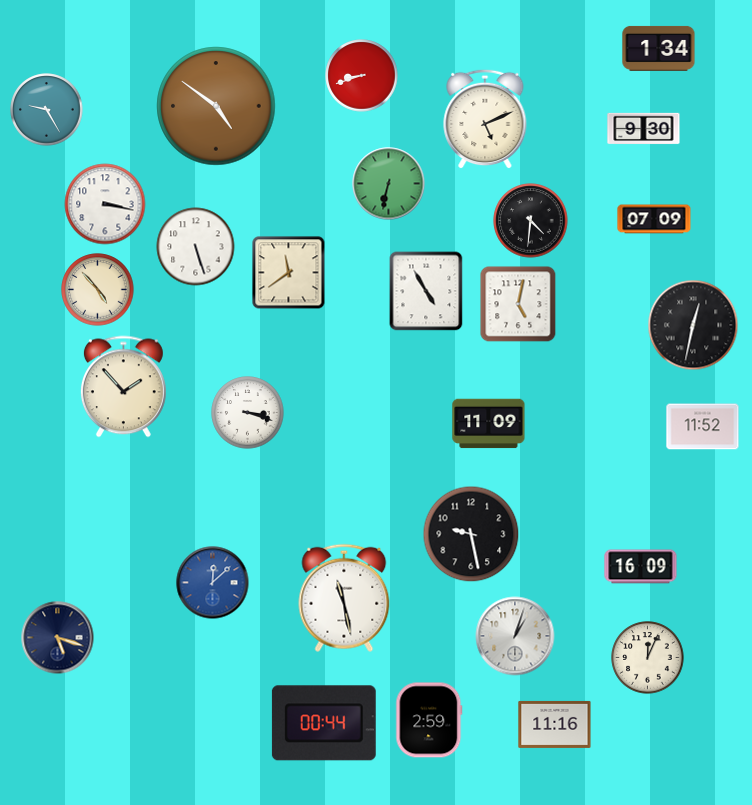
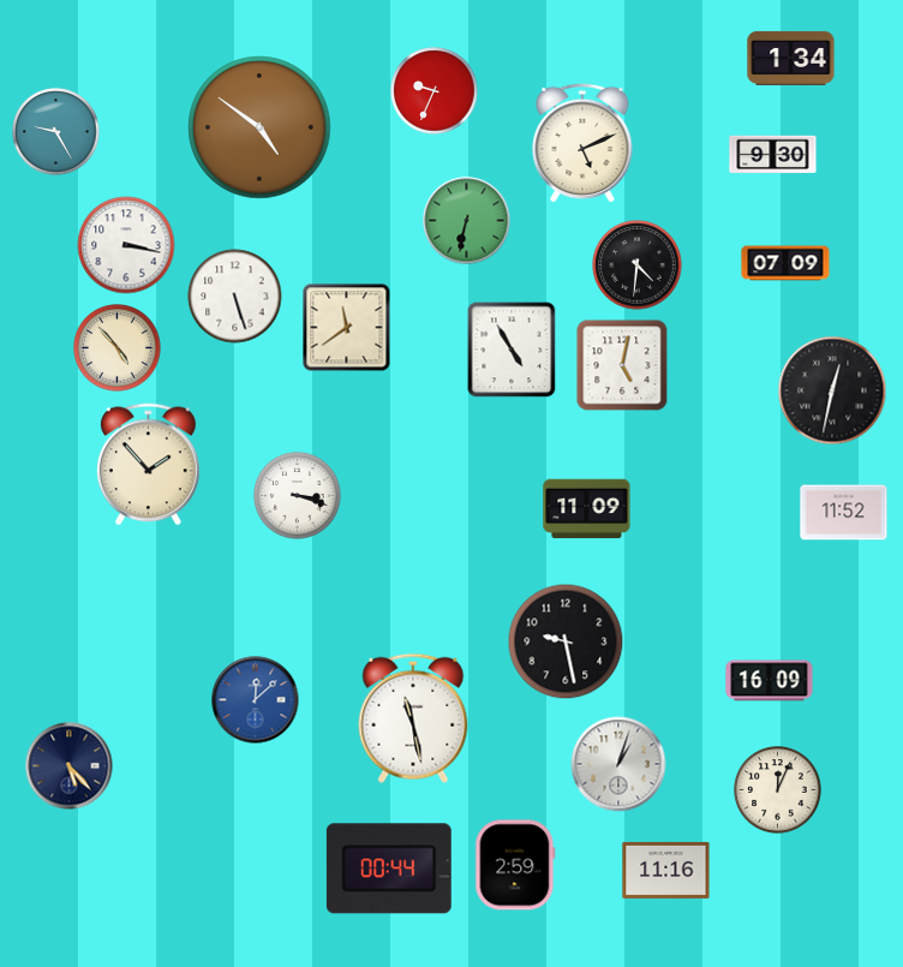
clock at (362, 76): 8:42 -> 9:34
clock at (58, 638): 5:18 -> 5:23
